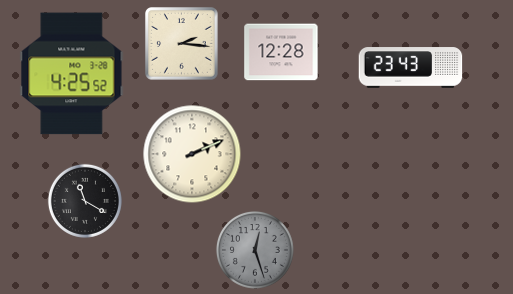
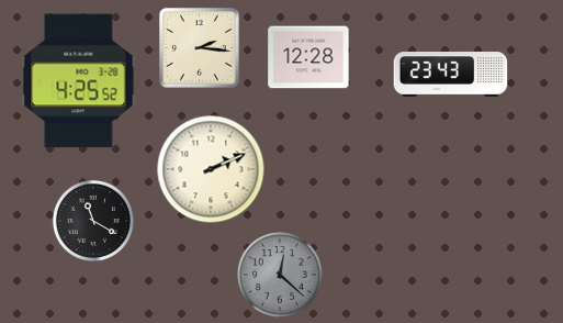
clock at (255, 250): 12:27 -> 12:22
